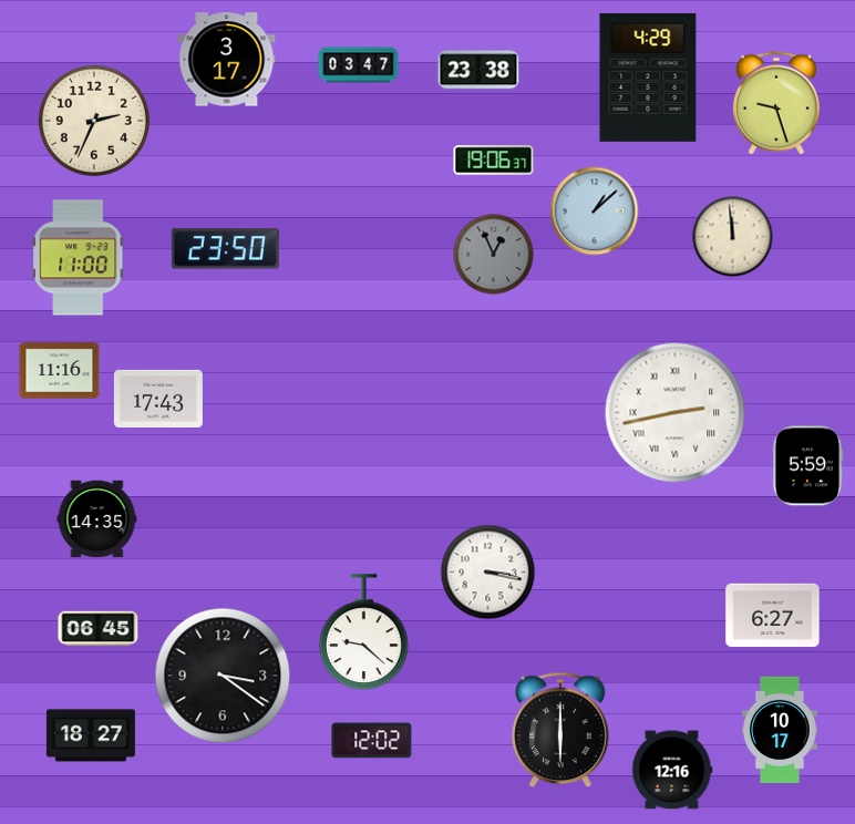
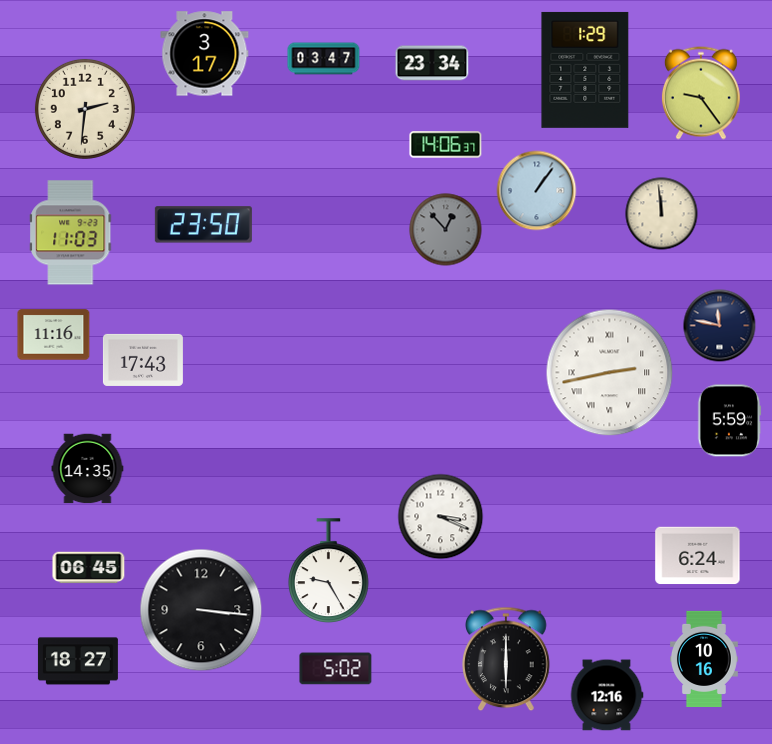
clock at (478, 70): 23:38 -> 23:34
clock at (648, 78): 4:29 -> 1:29
clock at (776, 103): 9:27 -> 9:24
clock at (94, 121): 2:34 -> 2:31
clock at (494, 161): 19:06 -> 14:06
clock at (595, 212): 1:08 -> 1:06
clock at (494, 255): 12:56 -> 12:53
clock at (79, 258): 11:00 -> 11:03
clock at (720, 326): none -> 11:47
clock at (488, 573): 3:17 -> 3:19
clock at (773, 616): 6:27 -> 6:24
clock at (364, 631): 9:22 -> 9:25
clock at (223, 676): 3:21 -> 3:16
clock at (781, 729): 10:17 -> 10:16
clock at (91, 735) position: (91, 735) -> (78, 661)
clock at (372, 741): 12:02 -> 5:02
